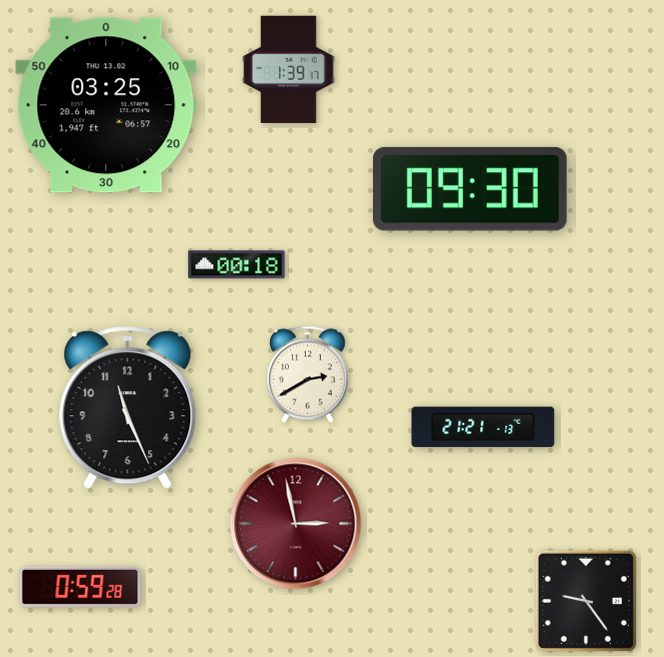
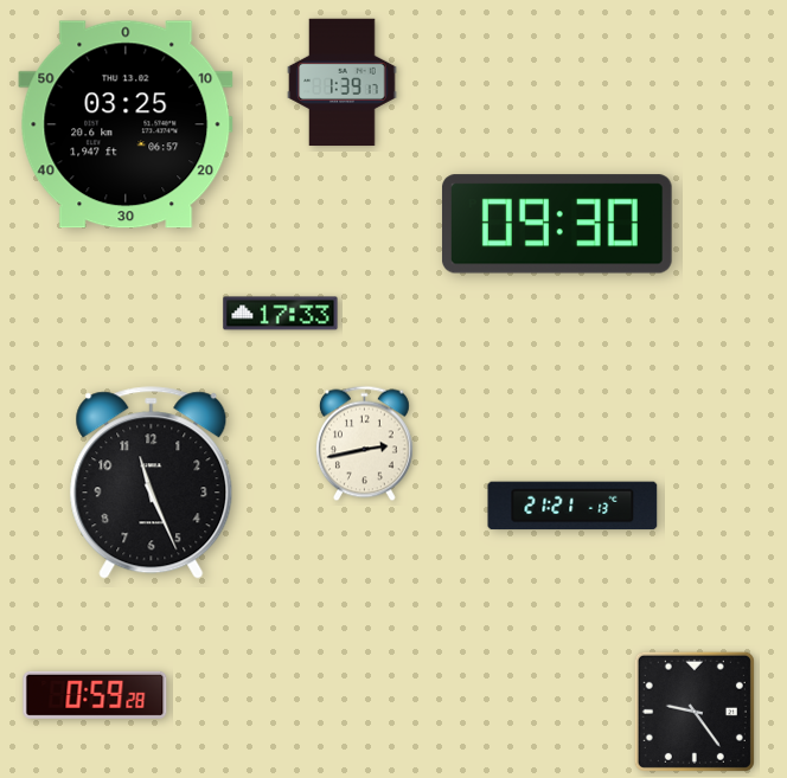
clock at (237, 265): 00:18 -> 17:33
clock at (307, 375): 2:40 -> 2:43
clock at (296, 524): 2:58 -> none
